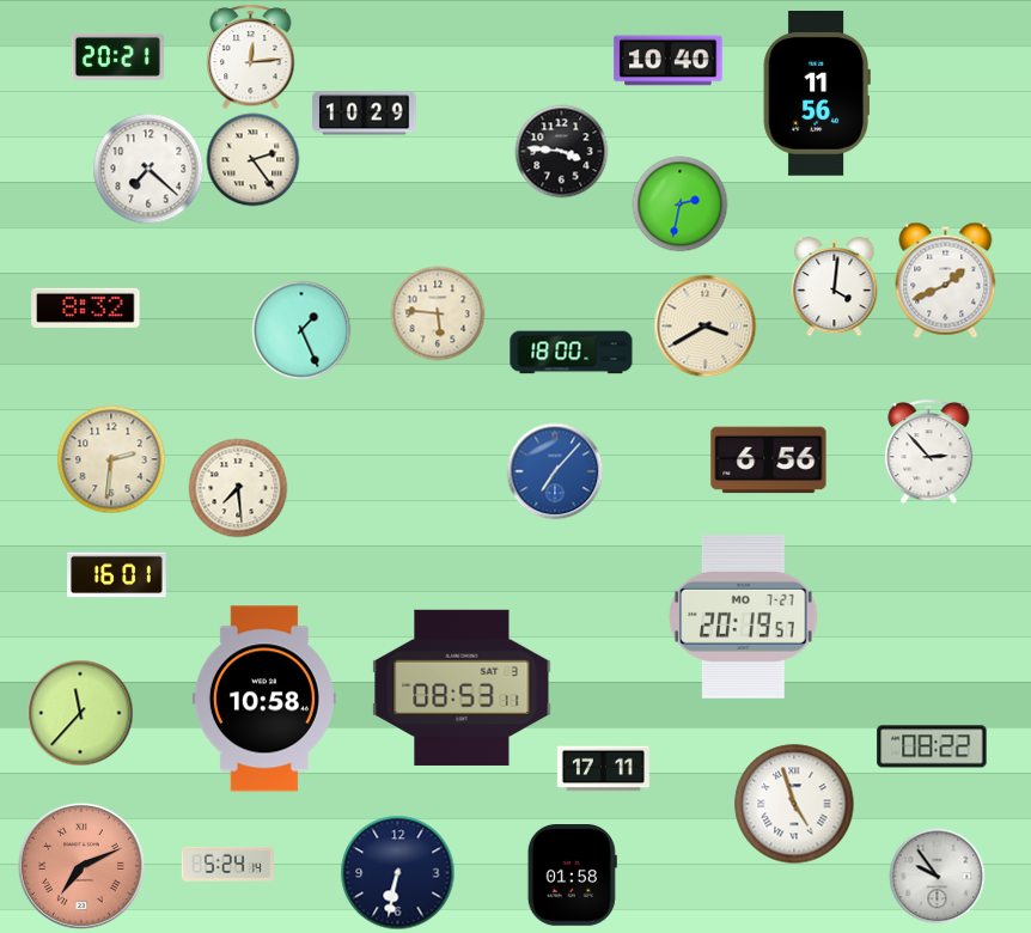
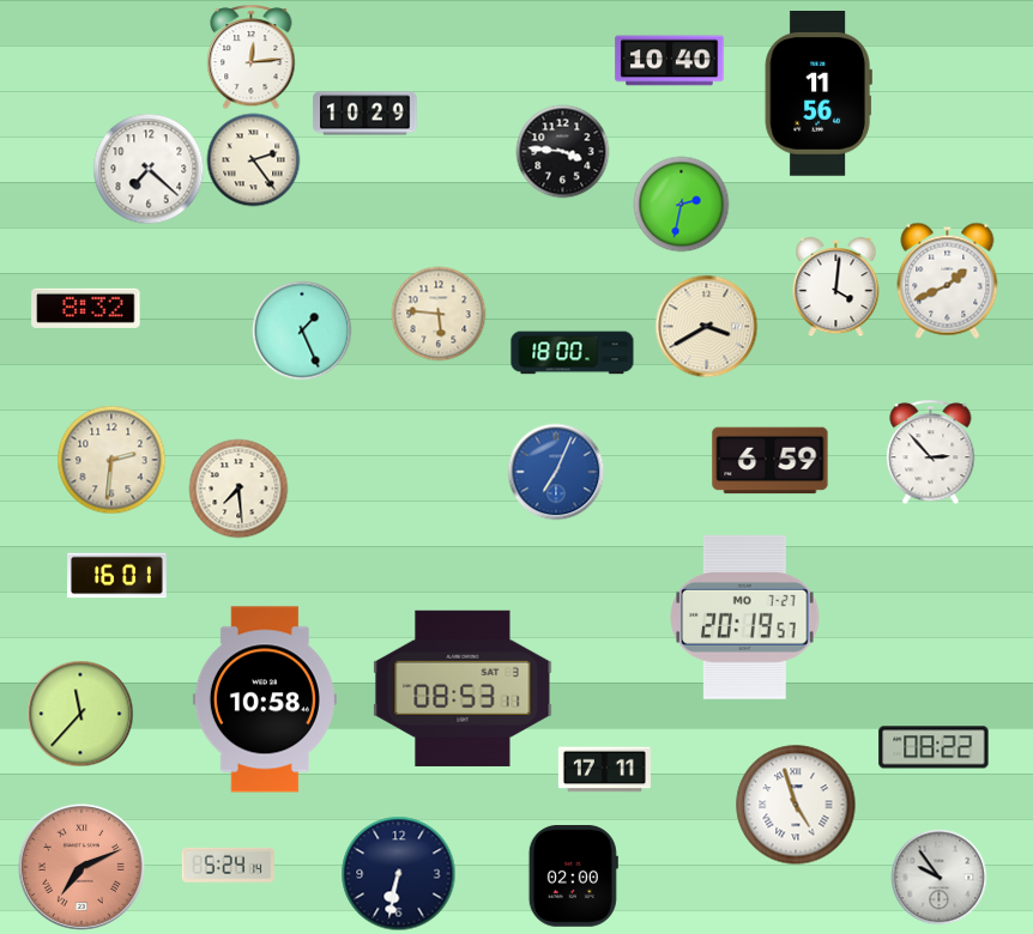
clock at (117, 56): 20:21 -> none
clock at (769, 461): 6:56 -> 6:59
clock at (555, 471): 7:07 -> 7:04
clock at (572, 876): 01:58 -> 02:00
